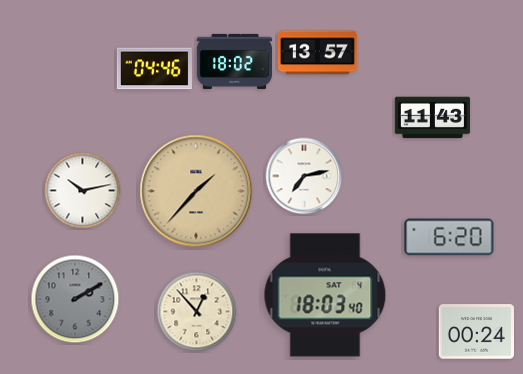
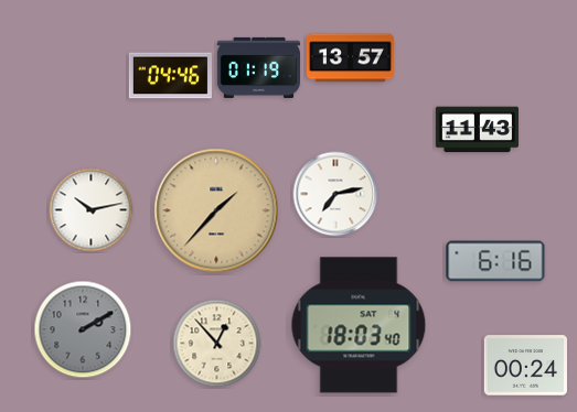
clock at (234, 61): 18:02 -> 01:19
clock at (449, 237): 6:20 -> 6:16
